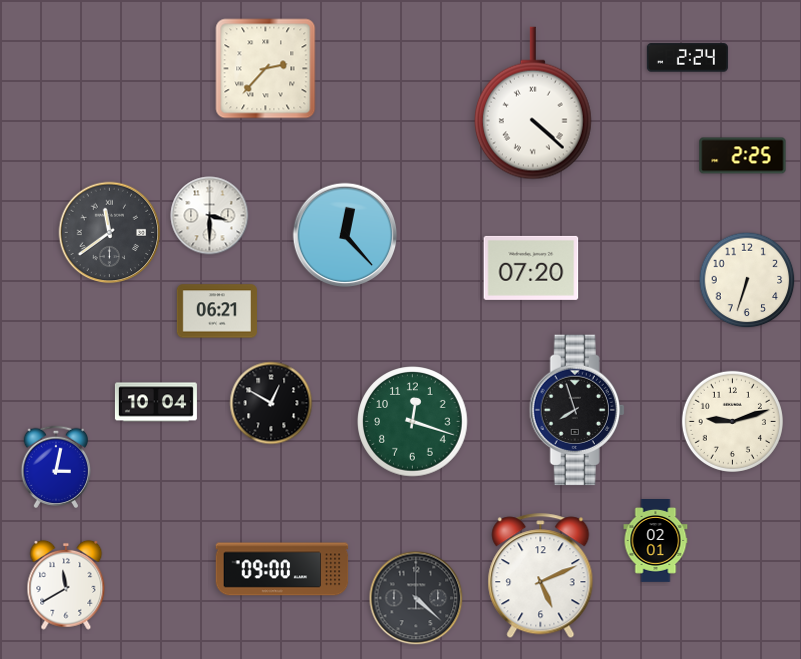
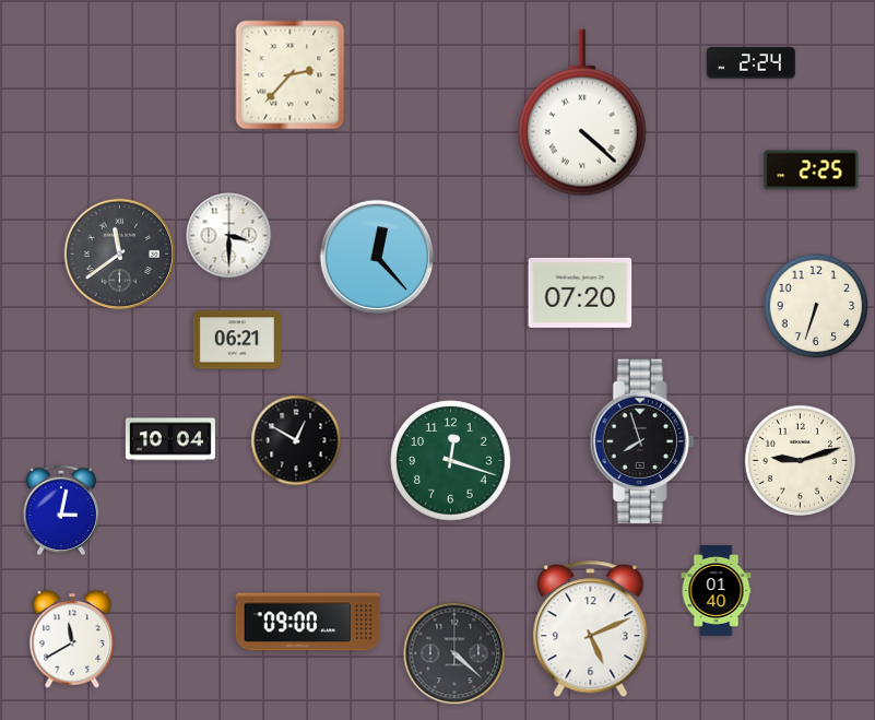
clock at (577, 410) position: (577, 410) -> (642, 441)
clock at (656, 541): 02:01 -> 01:40
